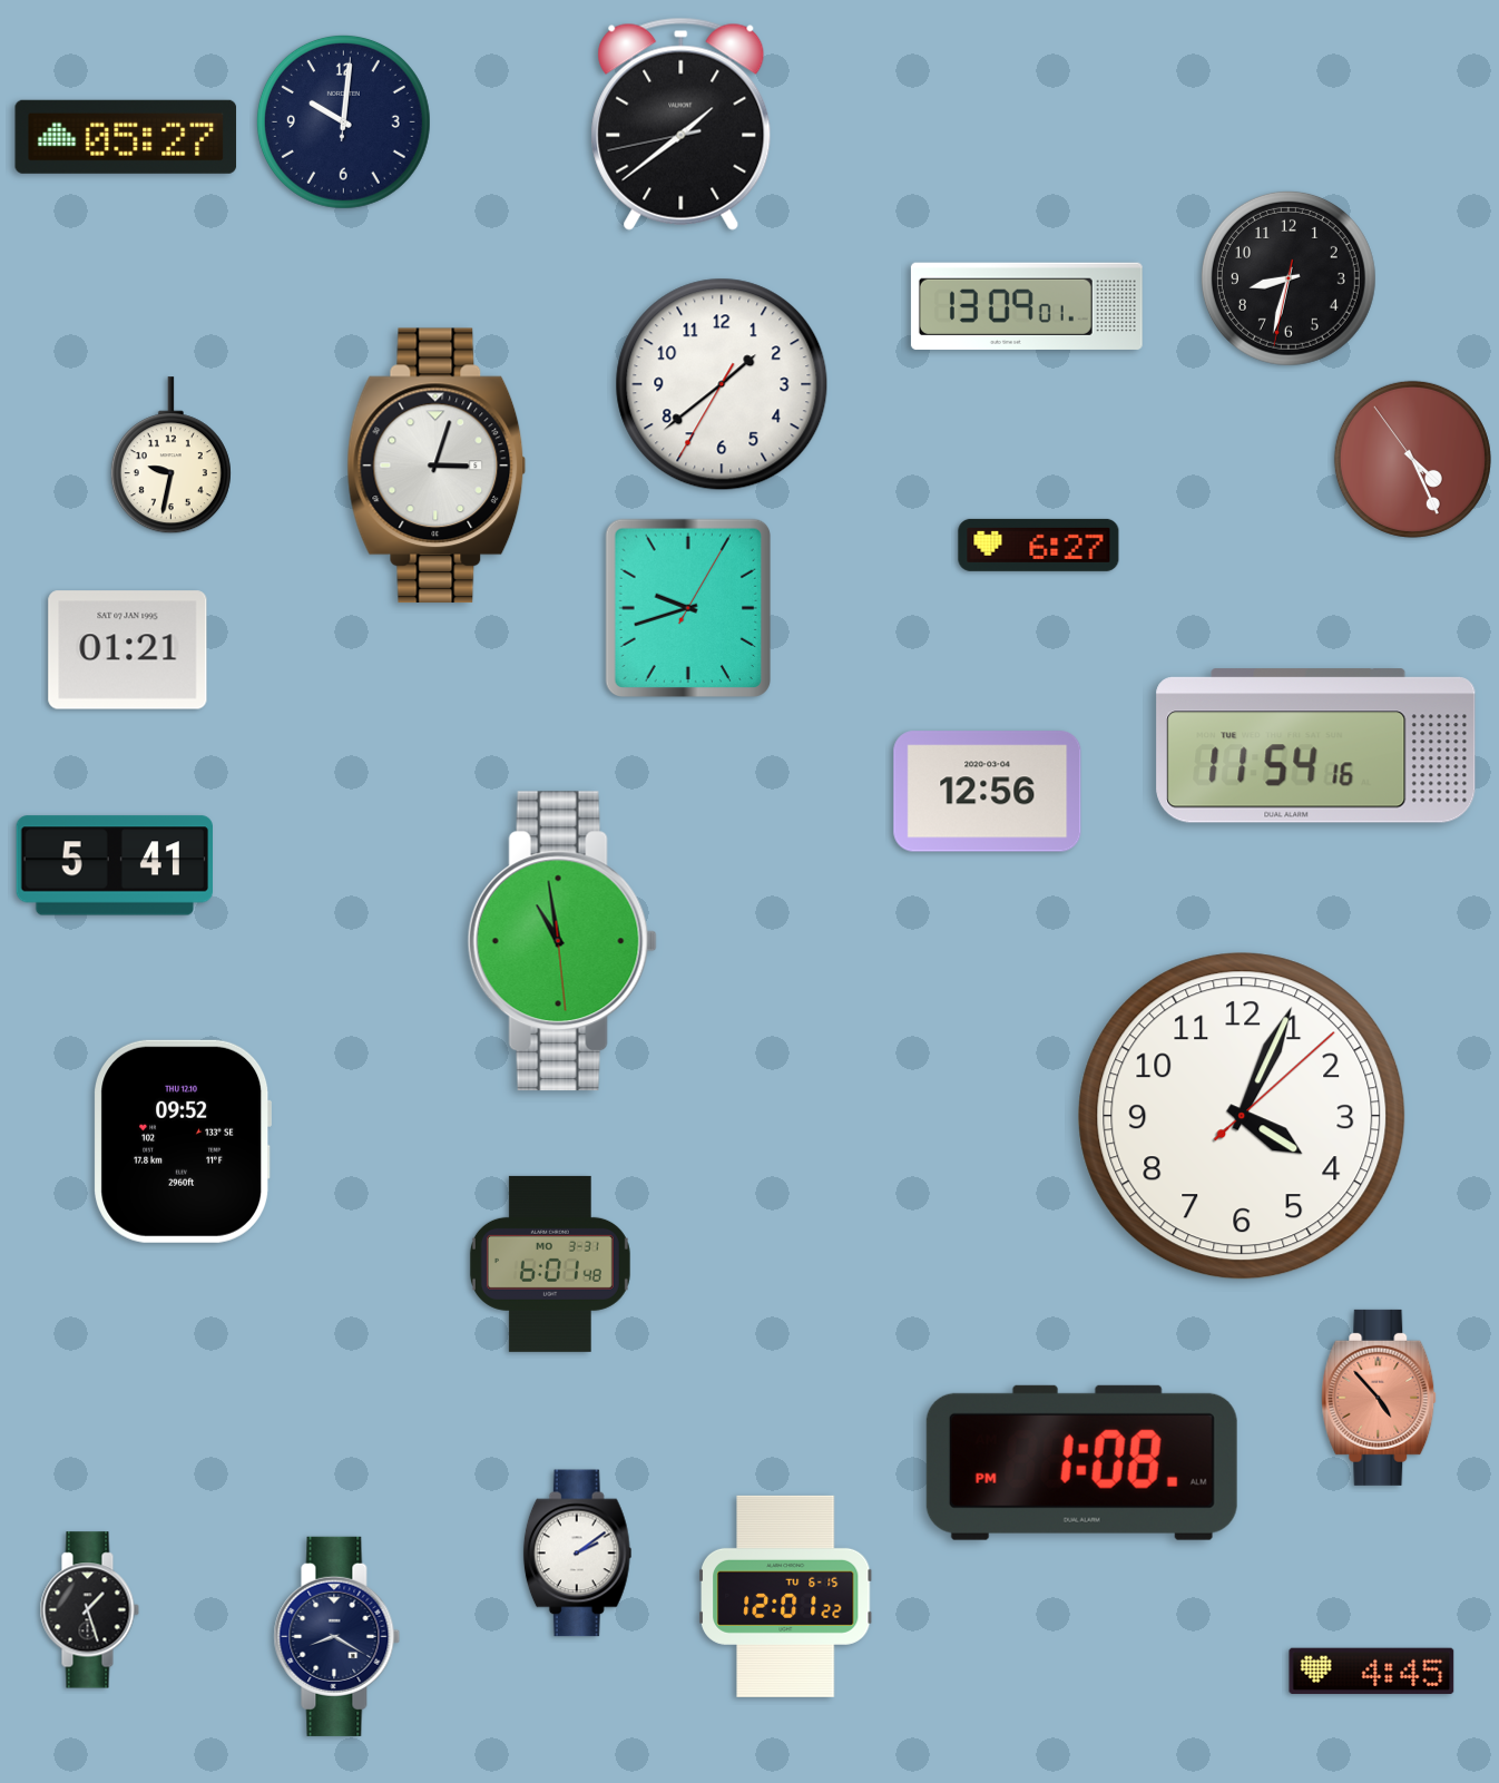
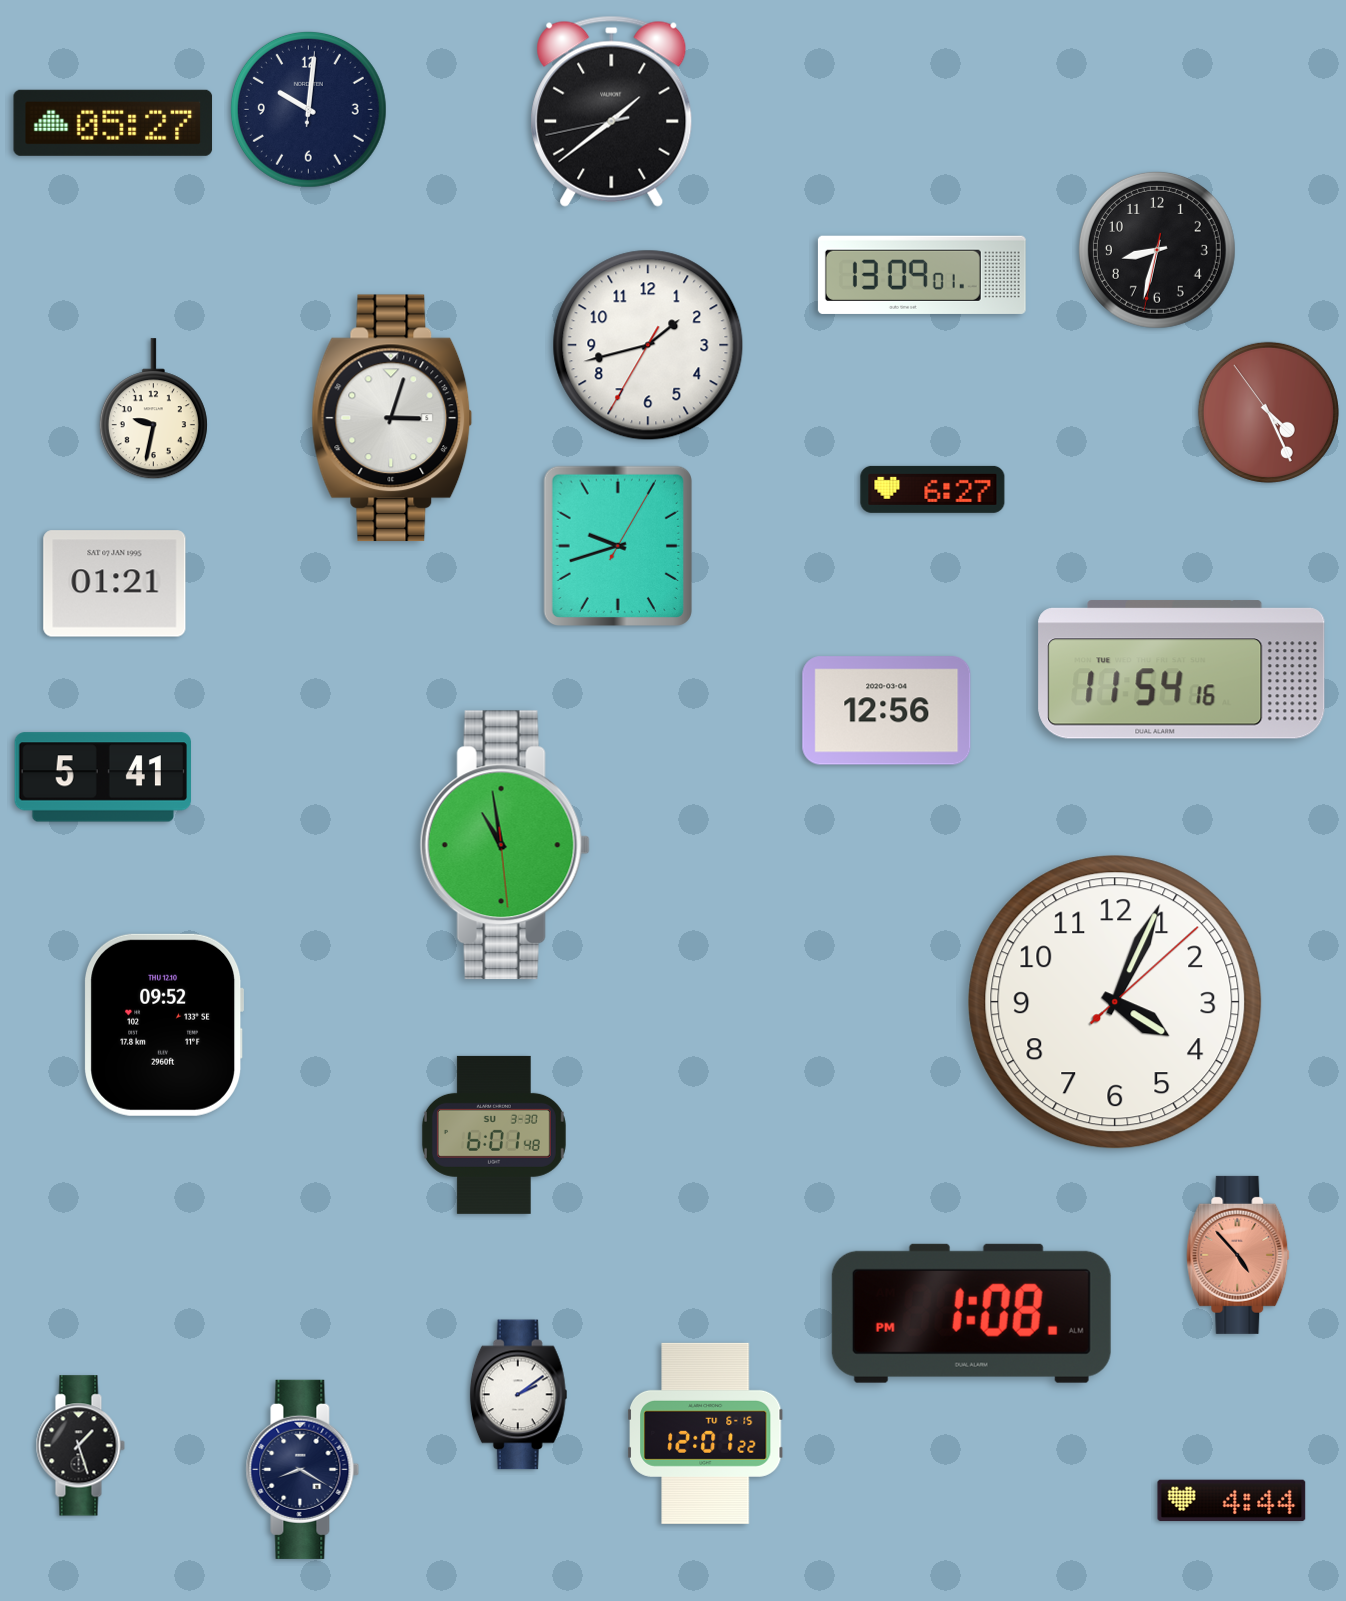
clock at (722, 384): 1:38 -> 1:42
clock at (550, 1264) date: MO 3-31 -> SU 3-30
clock at (1372, 1672): 4:45 -> 4:44
